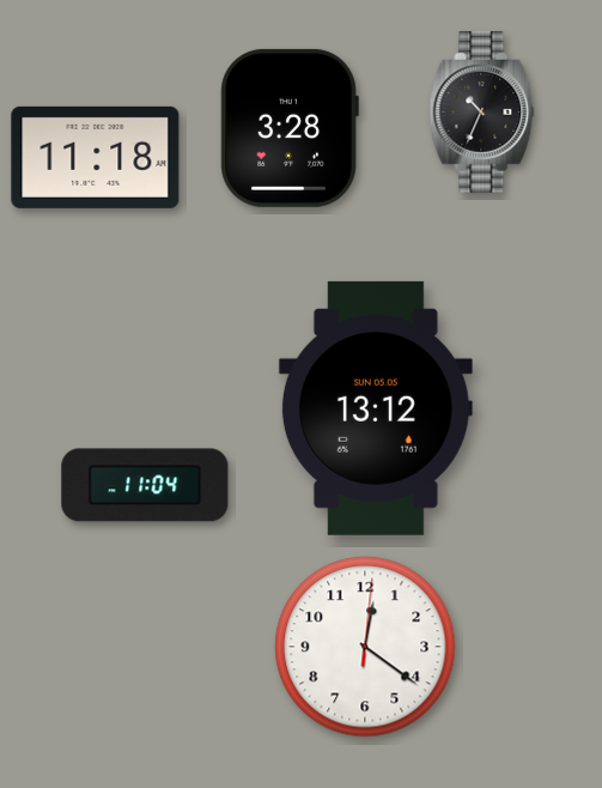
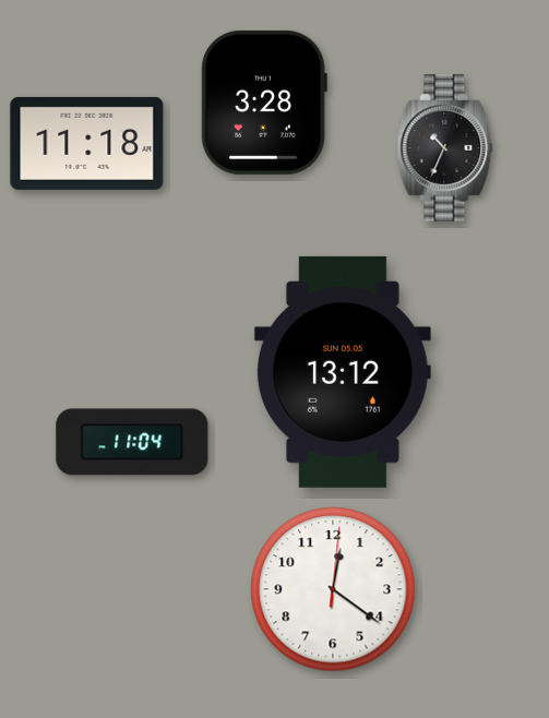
clock at (482, 113) position: (482, 113) -> (445, 148)
clock at (290, 128) position: (290, 128) -> (264, 103)
